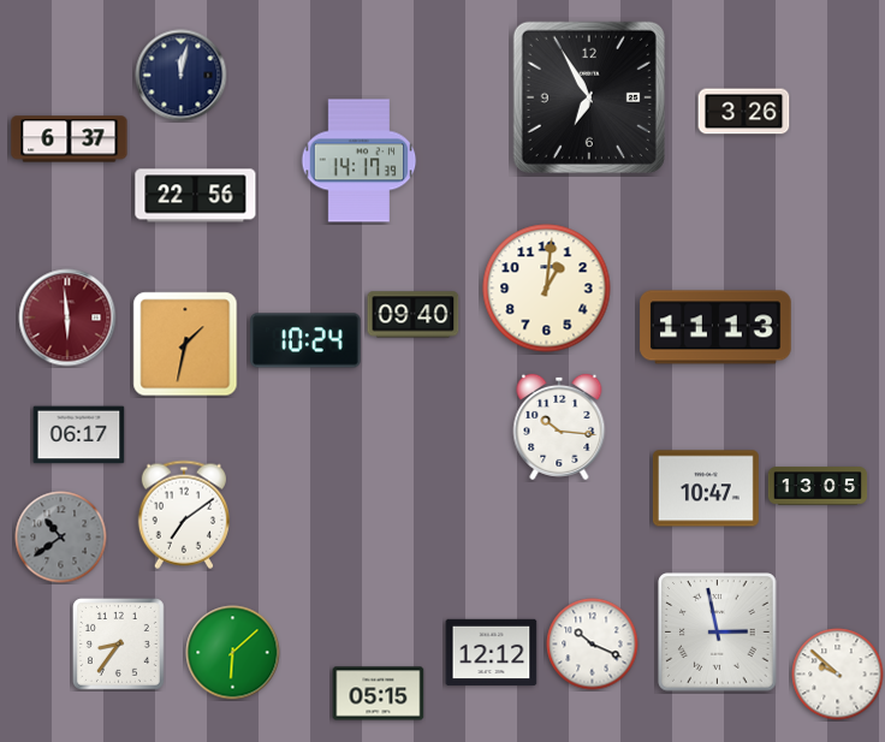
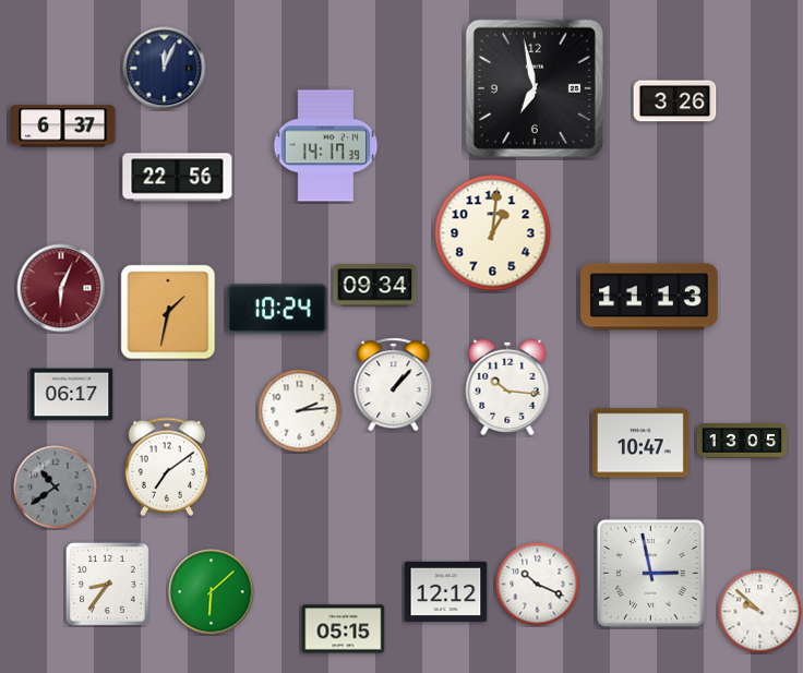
clock at (182, 76): 12:02 -> 12:04
clock at (589, 97): 6:55 -> 6:58
clock at (547, 289) position: (547, 289) -> (493, 233)
clock at (414, 315): 09:40 -> 09:34
clock at (67, 317): 5:59 -> 6:04
clock at (394, 385): none -> 1:07
clock at (300, 411): none -> 2:14
